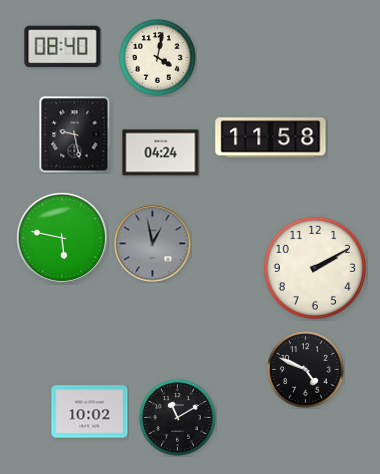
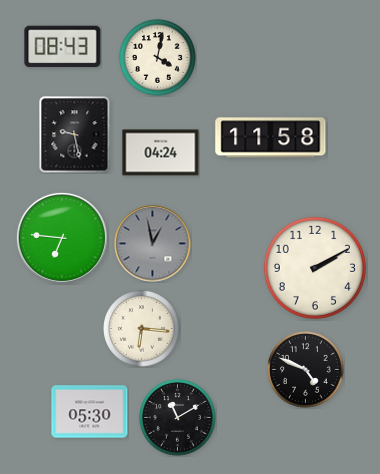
clock at (63, 47): 08:40 -> 08:43
clock at (62, 238): 5:47 -> 6:46
clock at (142, 329): none -> 6:16
clock at (90, 412): 10:02 -> 05:30
